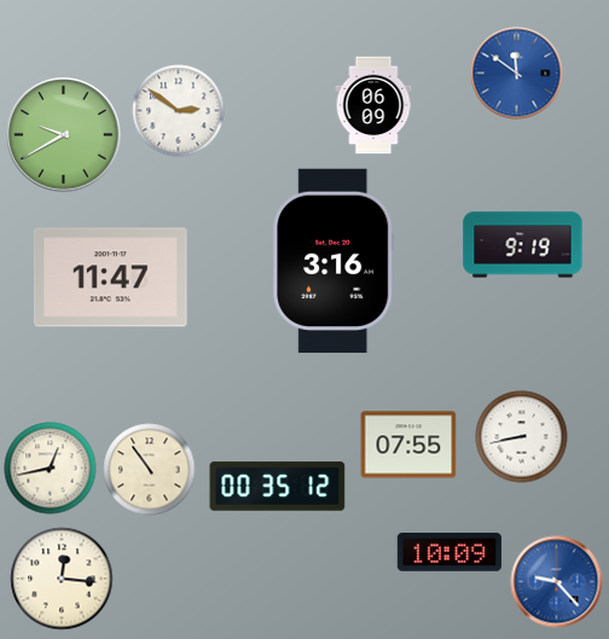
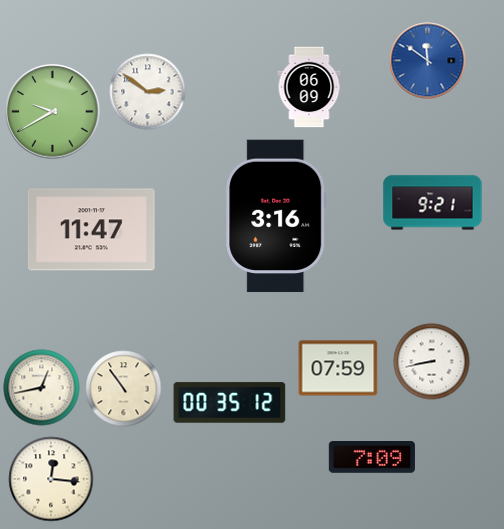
clock at (523, 245): 9:19 -> 9:21
clock at (408, 445): 07:55 -> 07:59
clock at (449, 553): 10:09 -> 7:09
clock at (557, 582): 9:23 -> none
